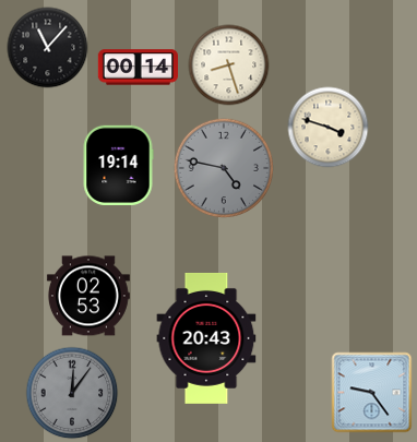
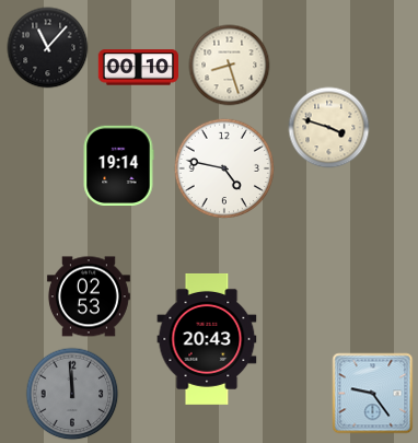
clock at (139, 68): 00:14 -> 00:10
clock at (223, 167) dial: grey -> white
clock at (72, 393): 12:06 -> 11:59
